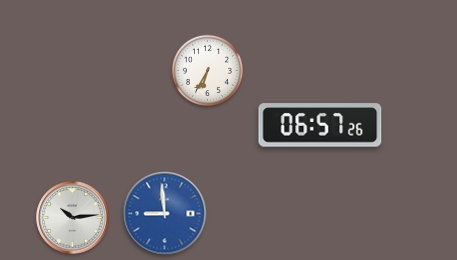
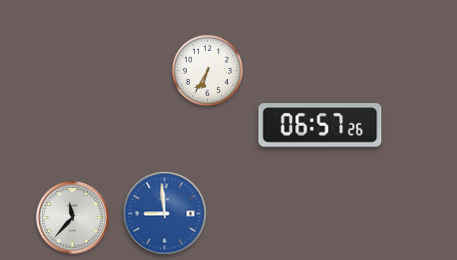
clock at (73, 218): 10:14 -> 11:37
